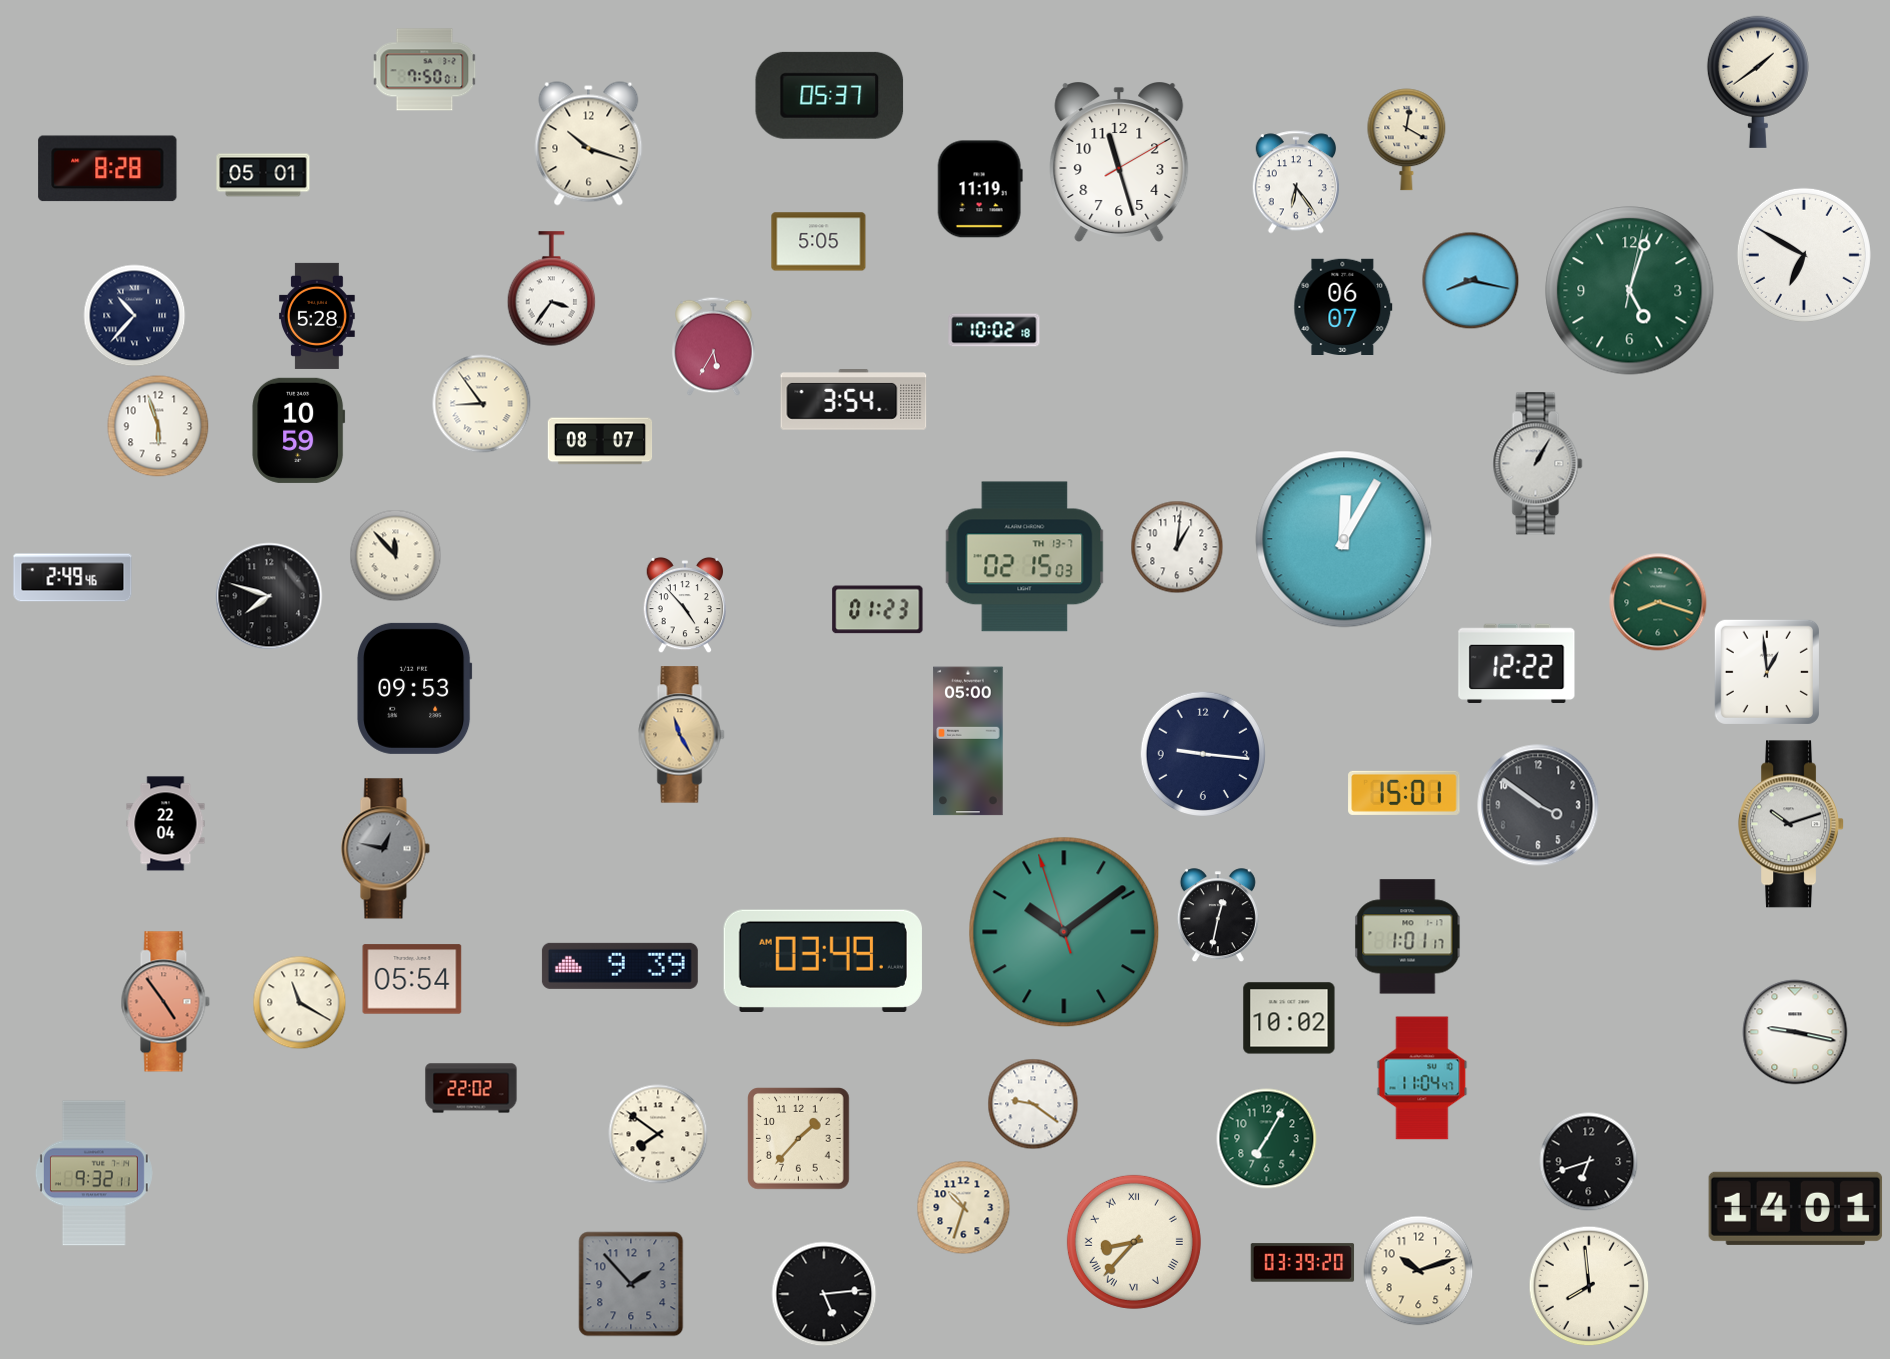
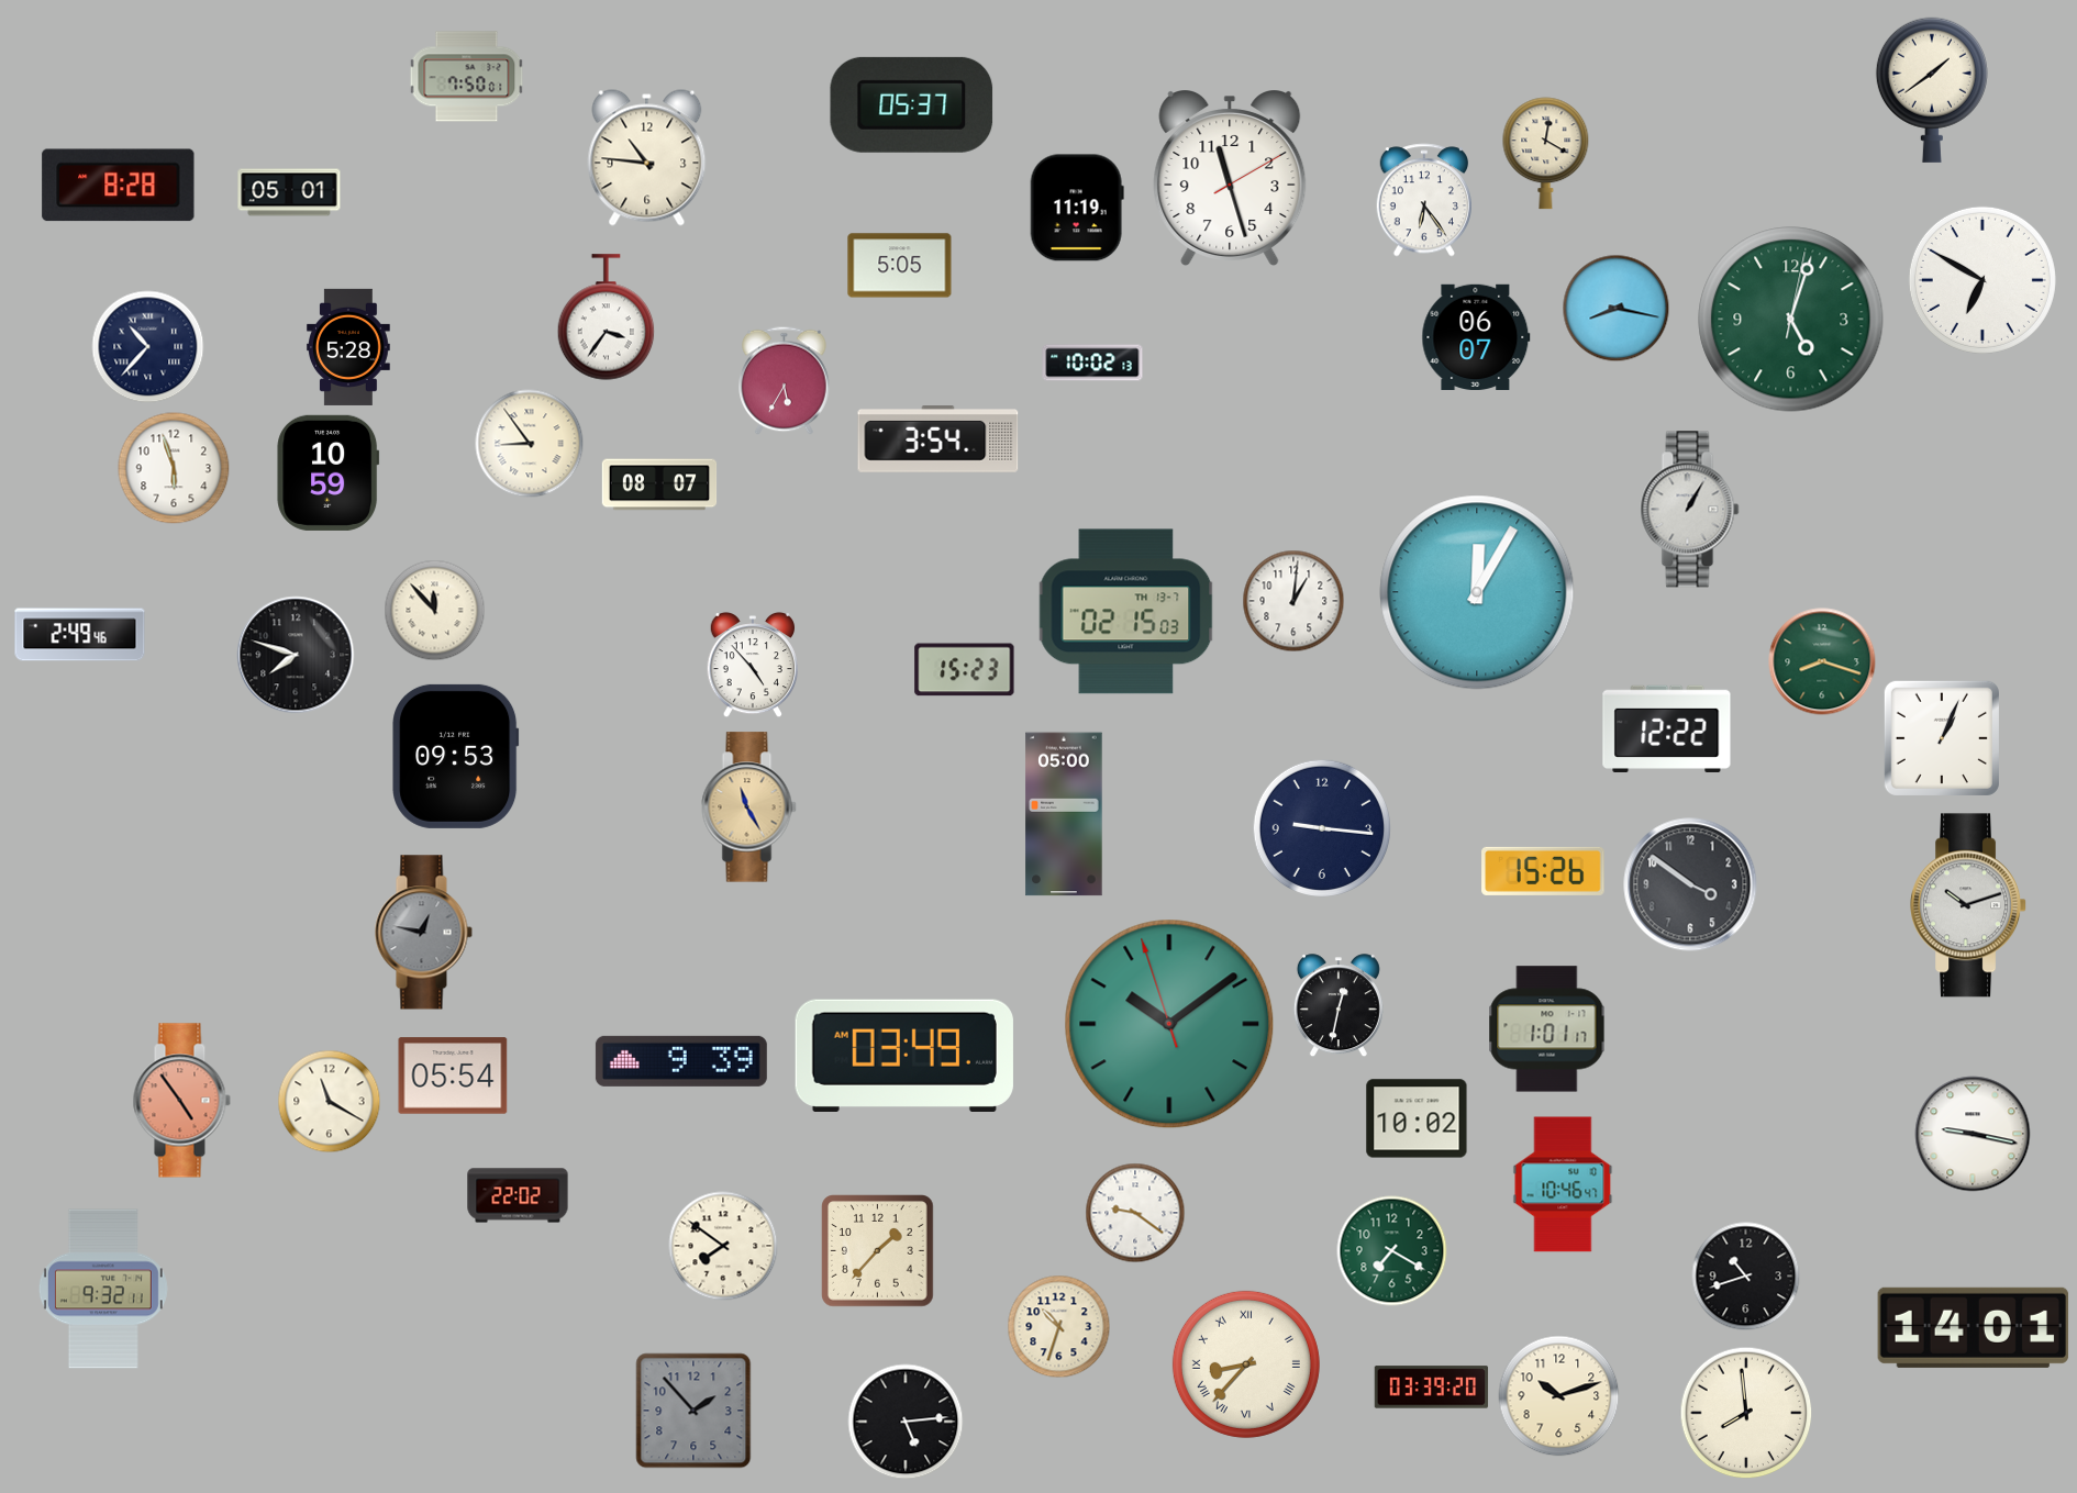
clock at (589, 144): 10:18 -> 10:46
clock at (994, 330): 10:02:18 -> 10:02:13
clock at (878, 610): 01:23 -> 15:23
clock at (1767, 672): 12:59 -> 1:04
clock at (1404, 793): 15:01 -> 15:26
clock at (166, 824): 22:04 -> none
clock at (1422, 1078): 11:04 -> 10:46
clock at (1267, 1139): 7:05 -> 7:20
clock at (1589, 1162): 6:42 -> 10:42
